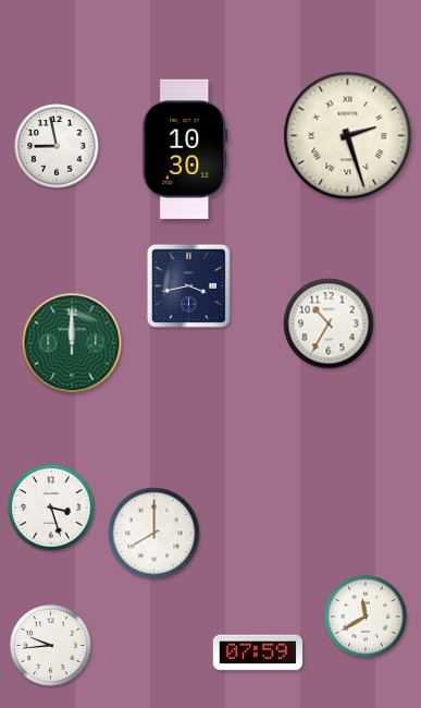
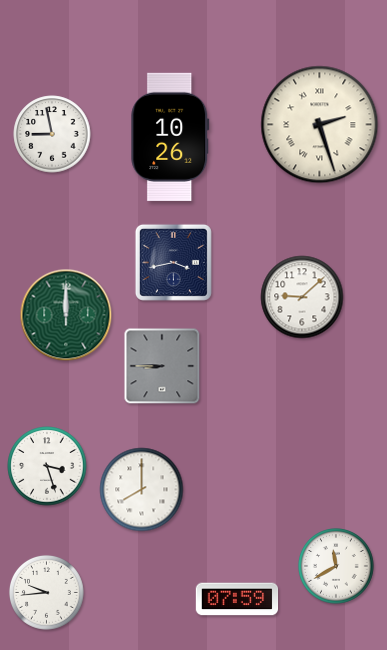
clock at (185, 149): 10:30 -> 10:26
clock at (329, 324): 10:35 -> 9:08
clock at (162, 366): none -> 8:45
